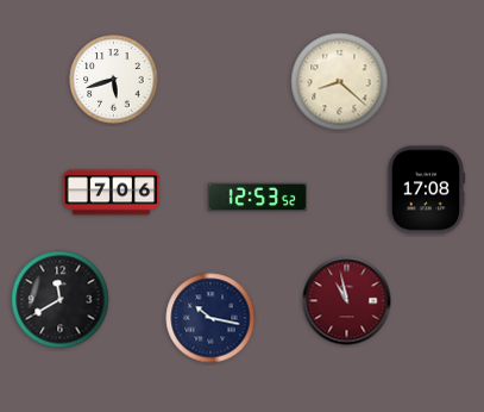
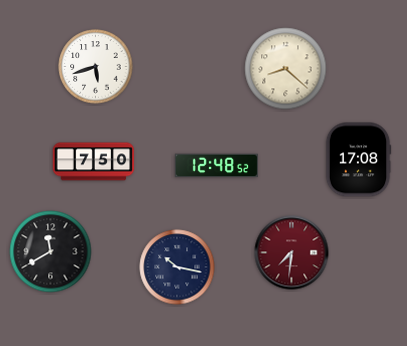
clock at (112, 193): 7:06 -> 7:50
clock at (257, 198): 12:53 -> 12:48
clock at (347, 301): 10:58 -> 7:31
